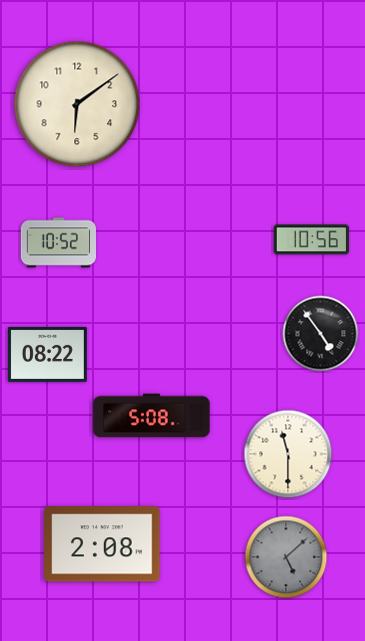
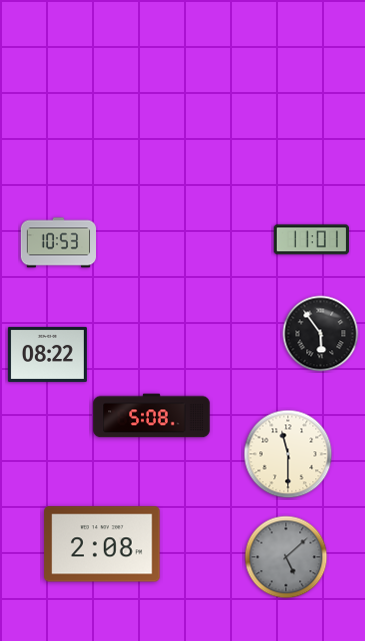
clock at (77, 104): 6:09 -> none
clock at (311, 240): 10:56 -> 11:01
clock at (58, 243): 10:52 -> 10:53
clock at (321, 334): 4:54 -> 5:54
